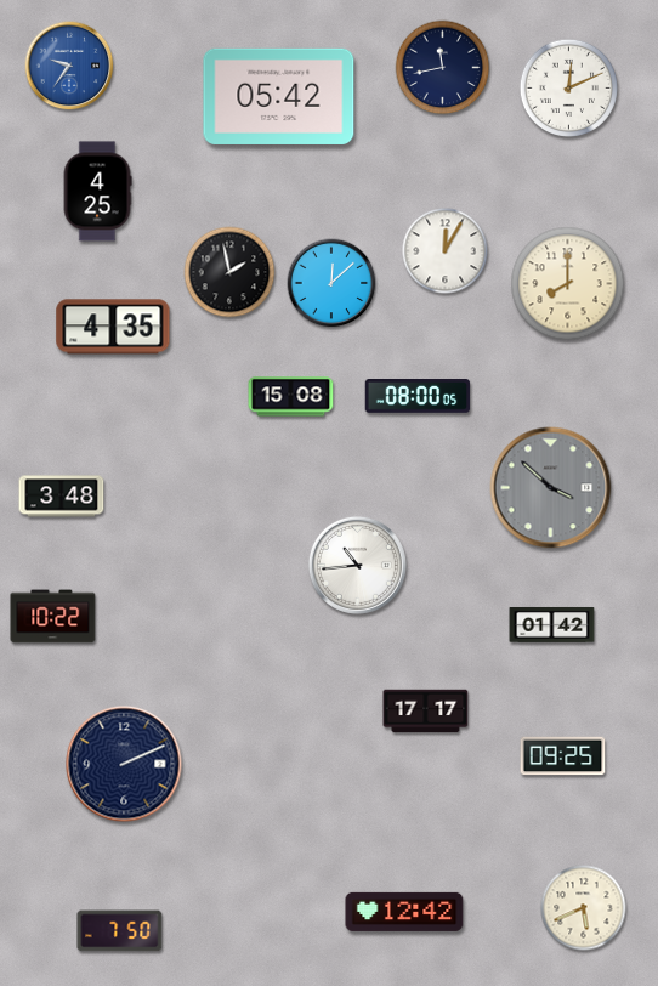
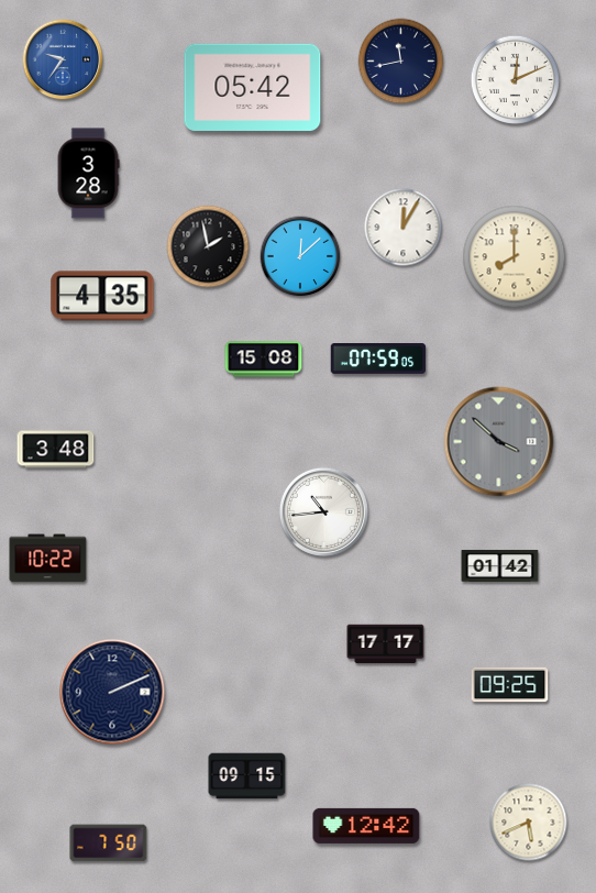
clock at (97, 192): 4:25 -> 3:28
clock at (418, 397): 08:00 -> 07:59
clock at (247, 776): none -> 09:15
